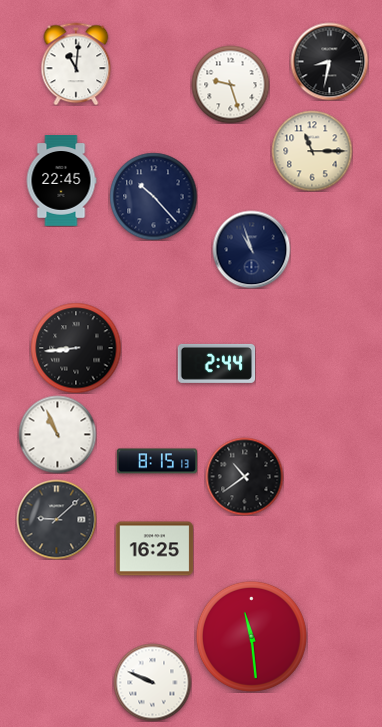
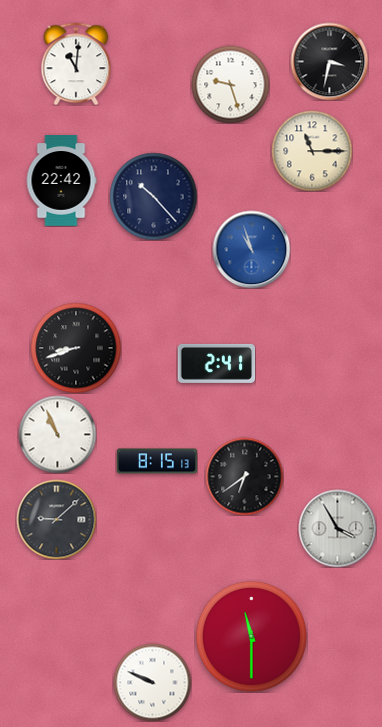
clock at (329, 61): 8:32 -> 3:32
clock at (61, 181): 22:45 -> 22:42
clock at (251, 249) dial: navy -> blue
clock at (76, 348): 8:44 -> 8:42
clock at (216, 363): 2:44 -> 2:41
clock at (244, 476): 10:39 -> 6:39
clock at (337, 528): none -> 3:55
clock at (154, 549): 16:25 -> none
clock at (251, 636): 11:29 -> 11:30
